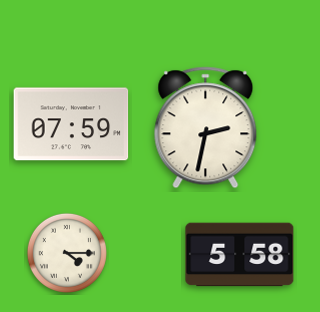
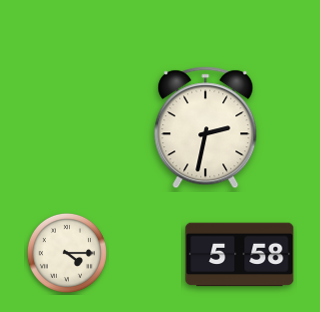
clock at (71, 124): 07:59 -> none
